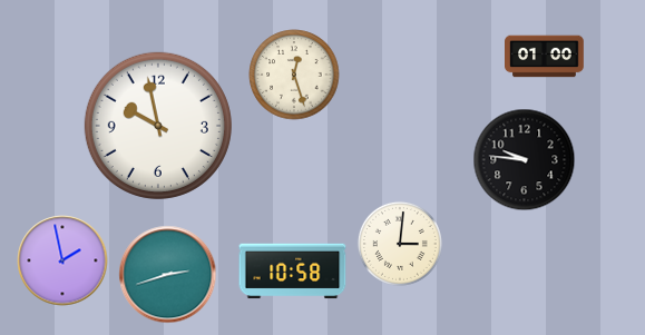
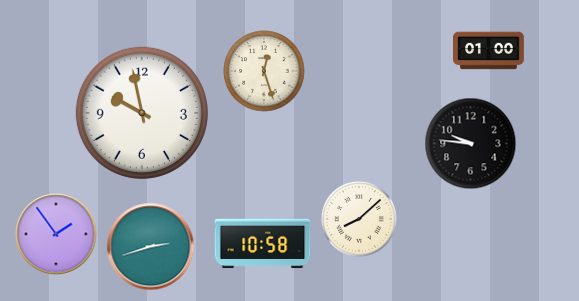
clock at (294, 75) position: (294, 75) -> (264, 71)
clock at (400, 244): 3:01 -> 8:08
clock at (62, 260): 1:58 -> 1:54
